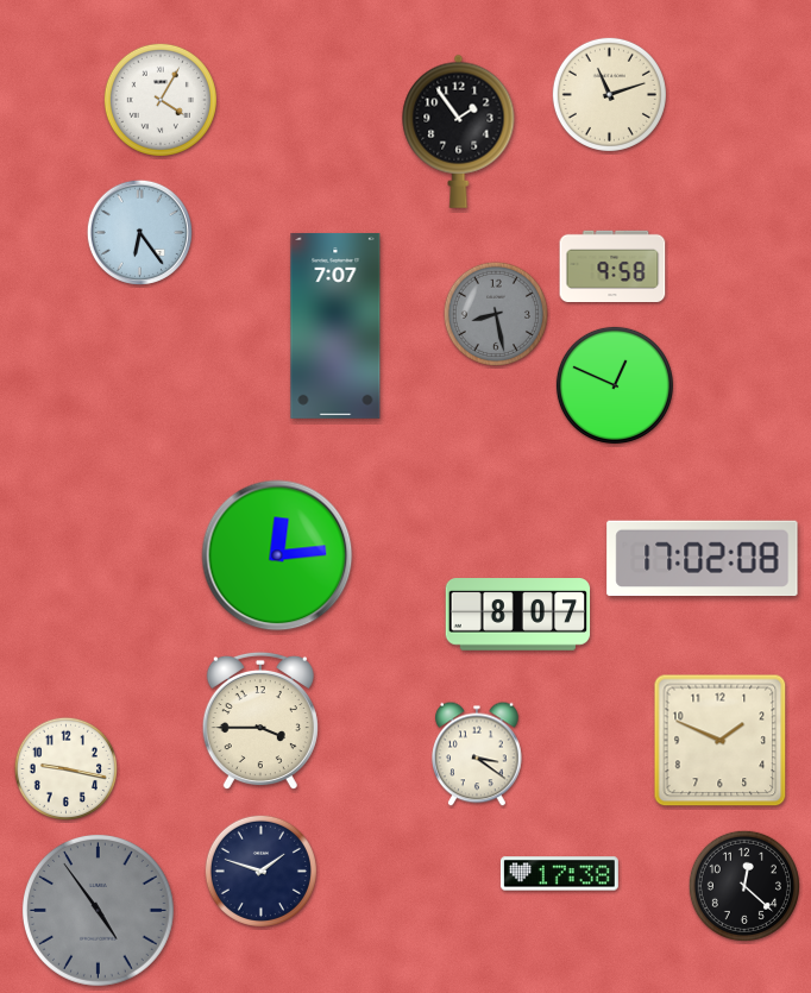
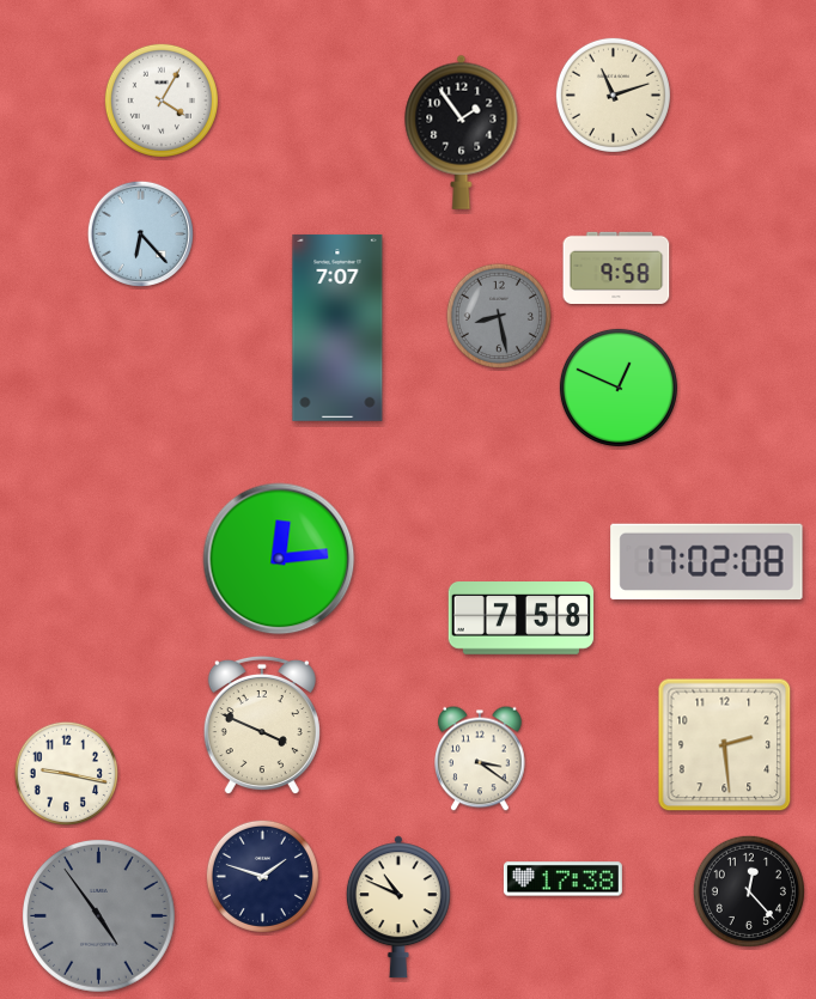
clock at (139, 232): 6:24 -> 6:23
clock at (518, 615): 8:07 -> 7:58
clock at (260, 721): 3:45 -> 3:49
clock at (721, 741): 1:49 -> 2:29
clock at (744, 886): 12:22 -> 12:23
clock at (398, 907): none -> 10:49
